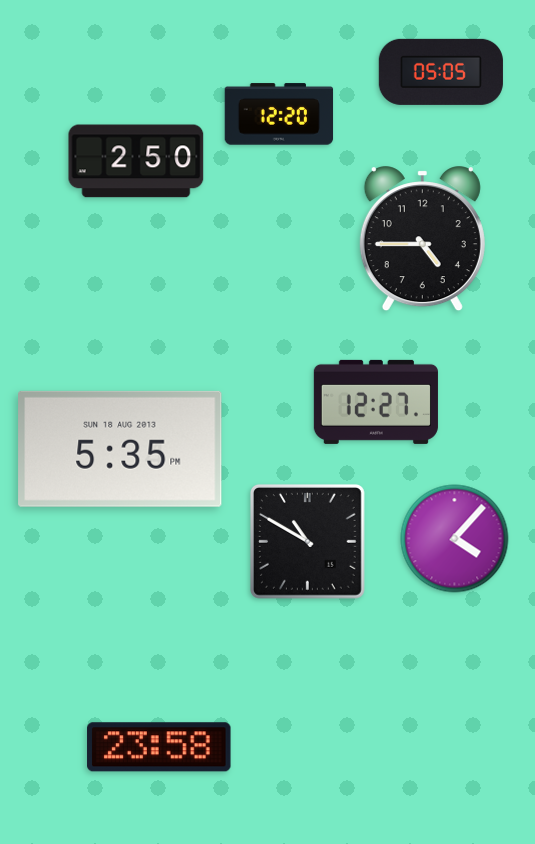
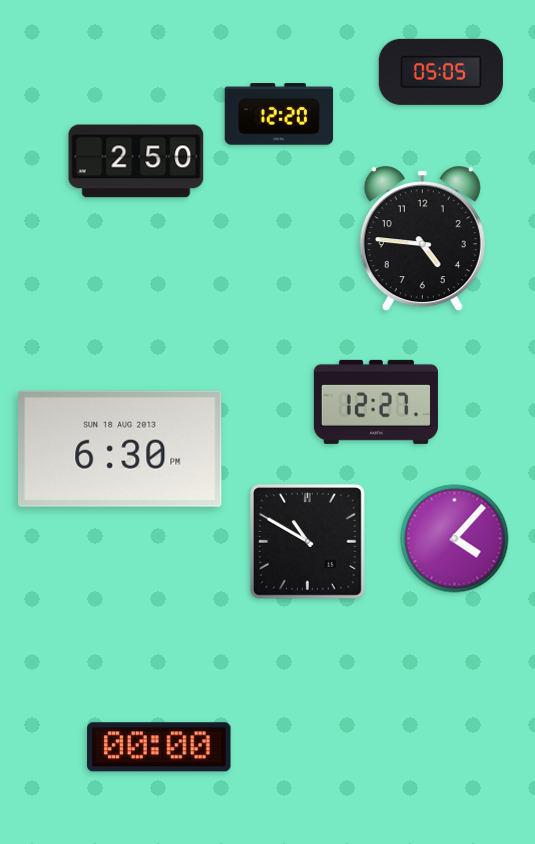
clock at (422, 239): 4:45 -> 4:46
clock at (120, 449): 5:35 -> 6:30
clock at (159, 747): 23:58 -> 00:00
